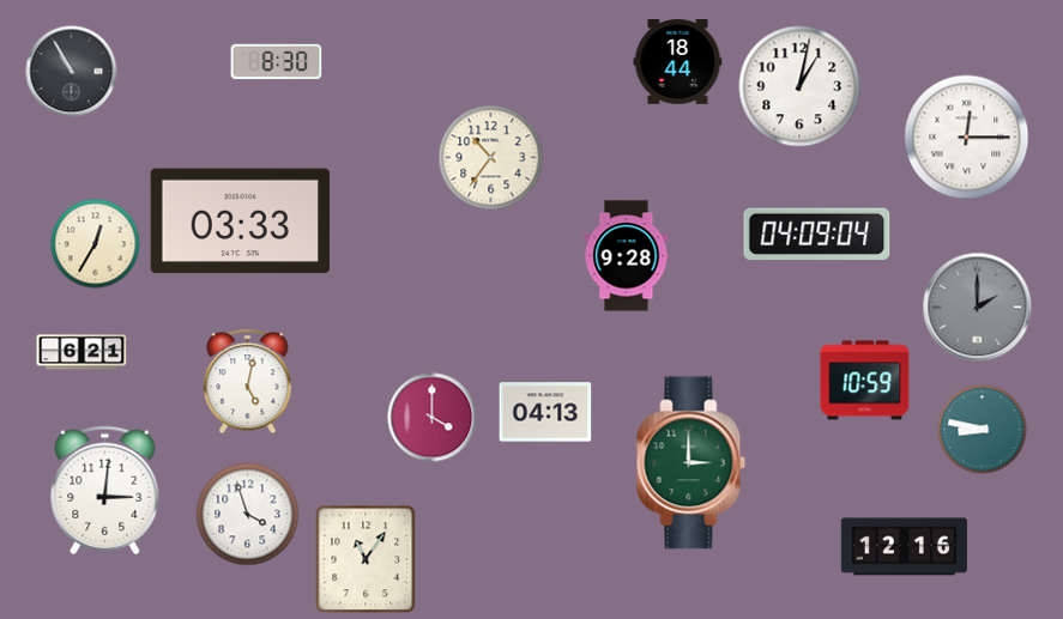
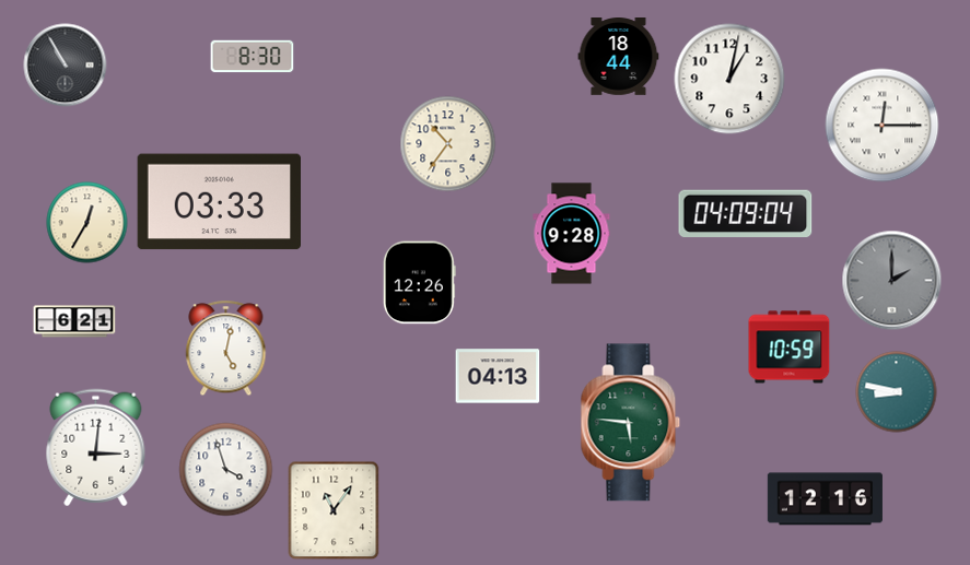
clock at (419, 283): none -> 12:26
clock at (433, 418): 4:00 -> none
clock at (691, 463): 3:00 -> 5:46
